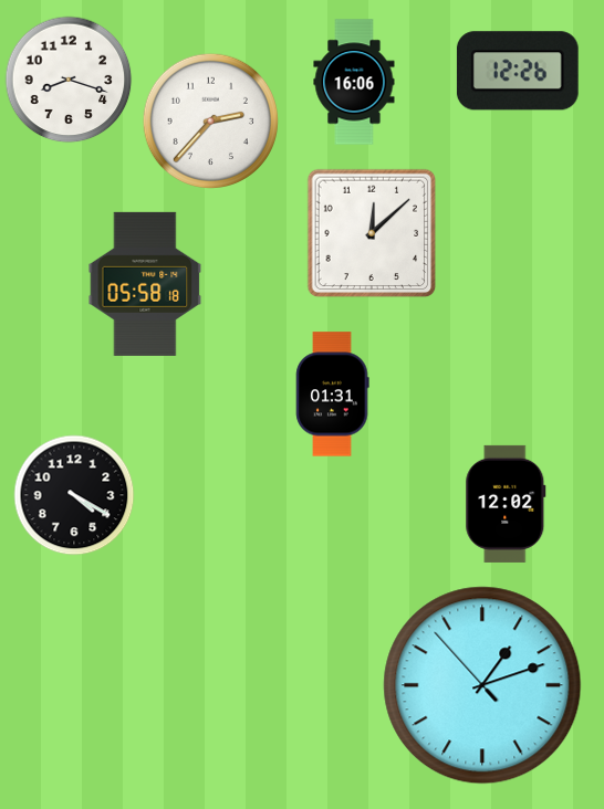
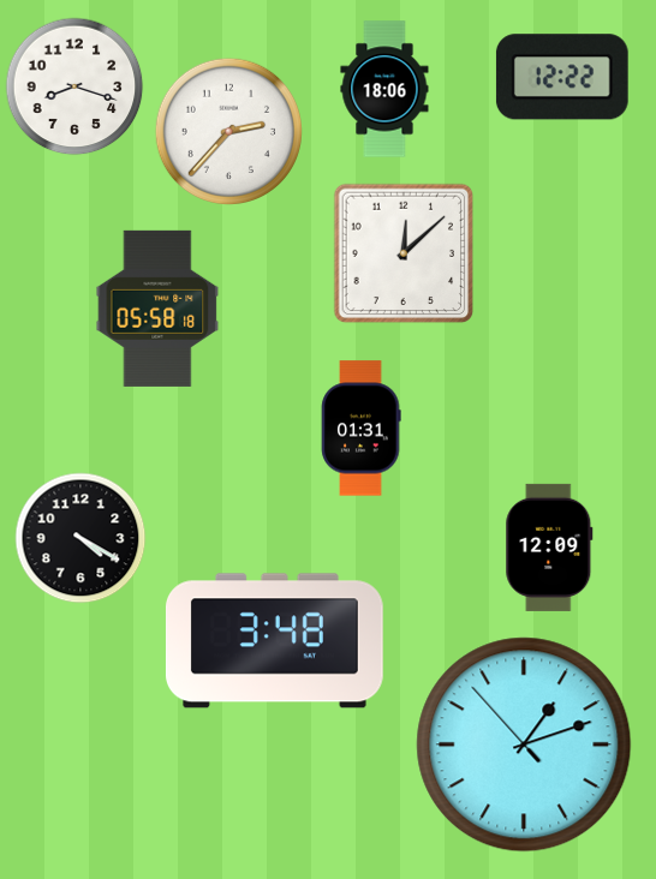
clock at (518, 71): 12:26 -> 12:22
clock at (354, 82): 16:06 -> 18:06
clock at (506, 504): 12:02 -> 12:09
clock at (274, 641): none -> 3:48
